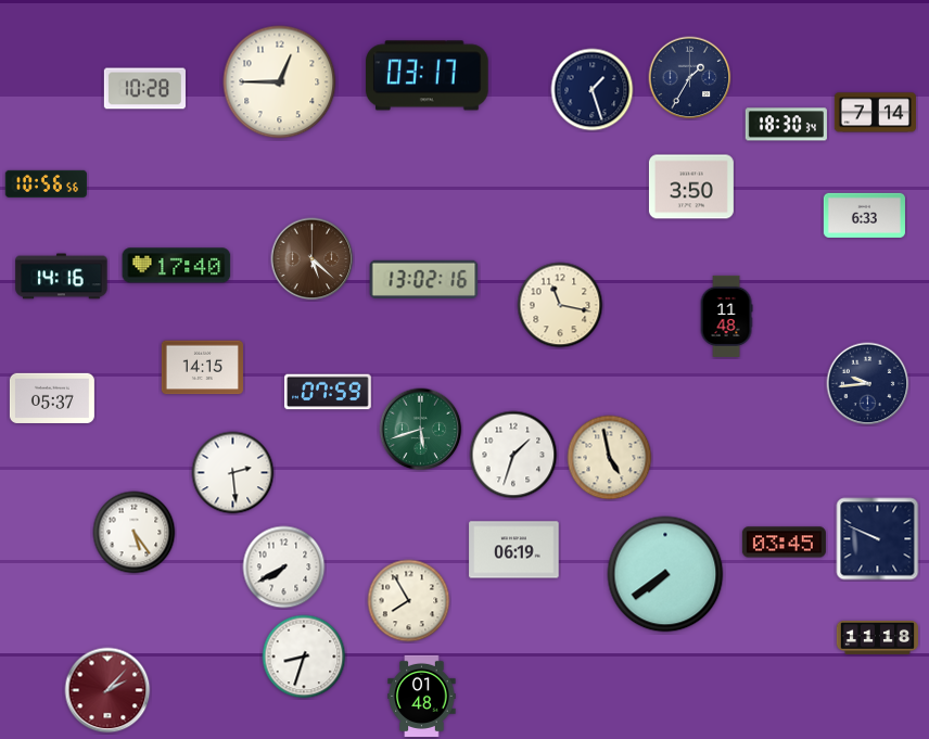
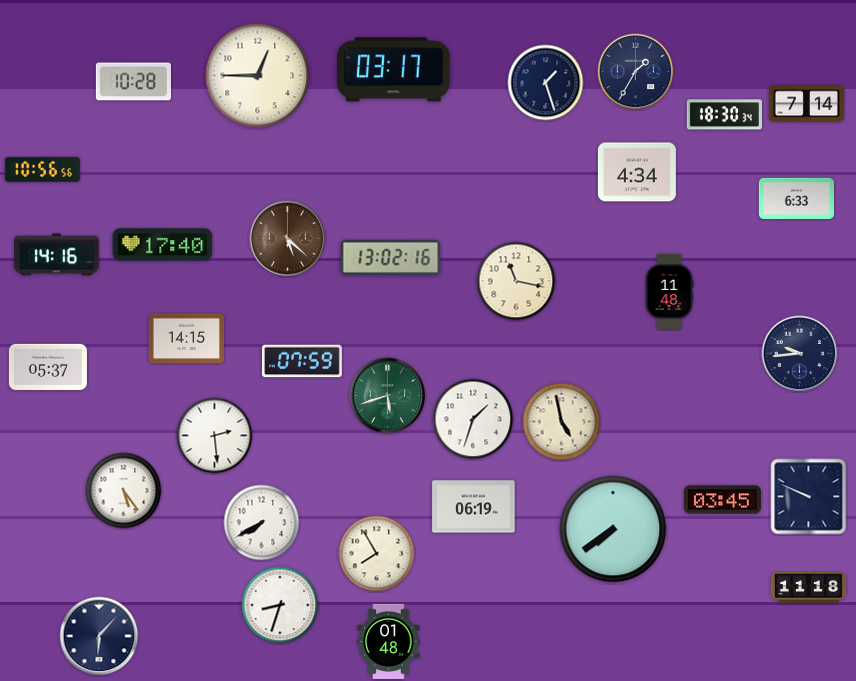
clock at (691, 187): 3:50 -> 4:34
clock at (107, 690): 2:07 -> 6:07
clock at (107, 690) dial: burgundy -> navy
